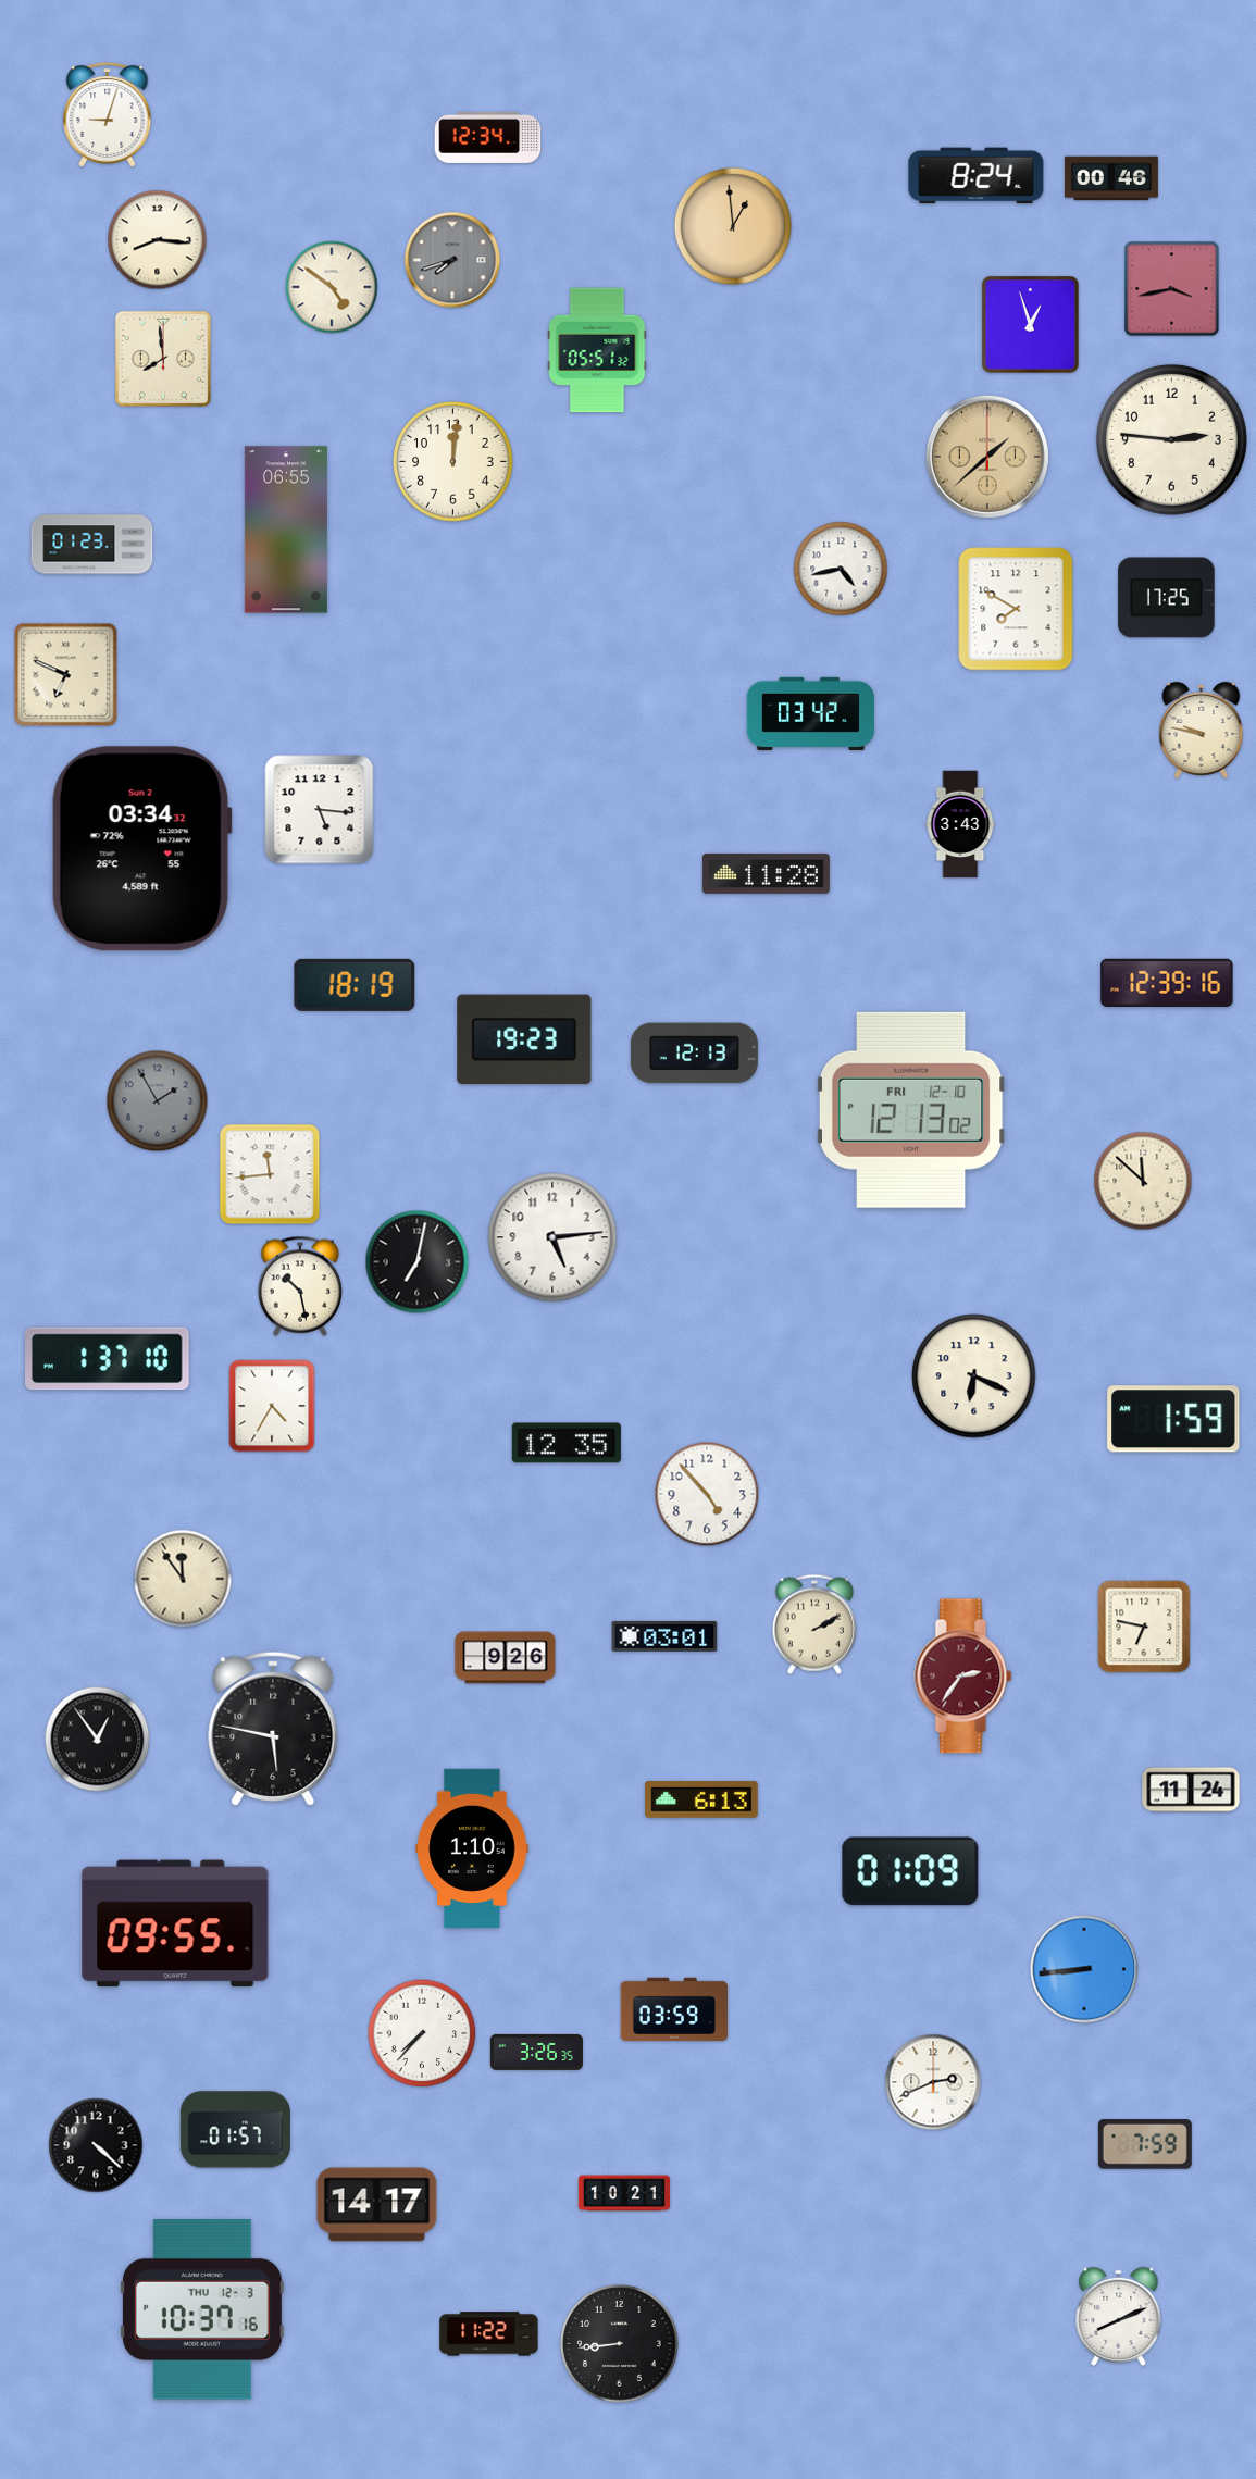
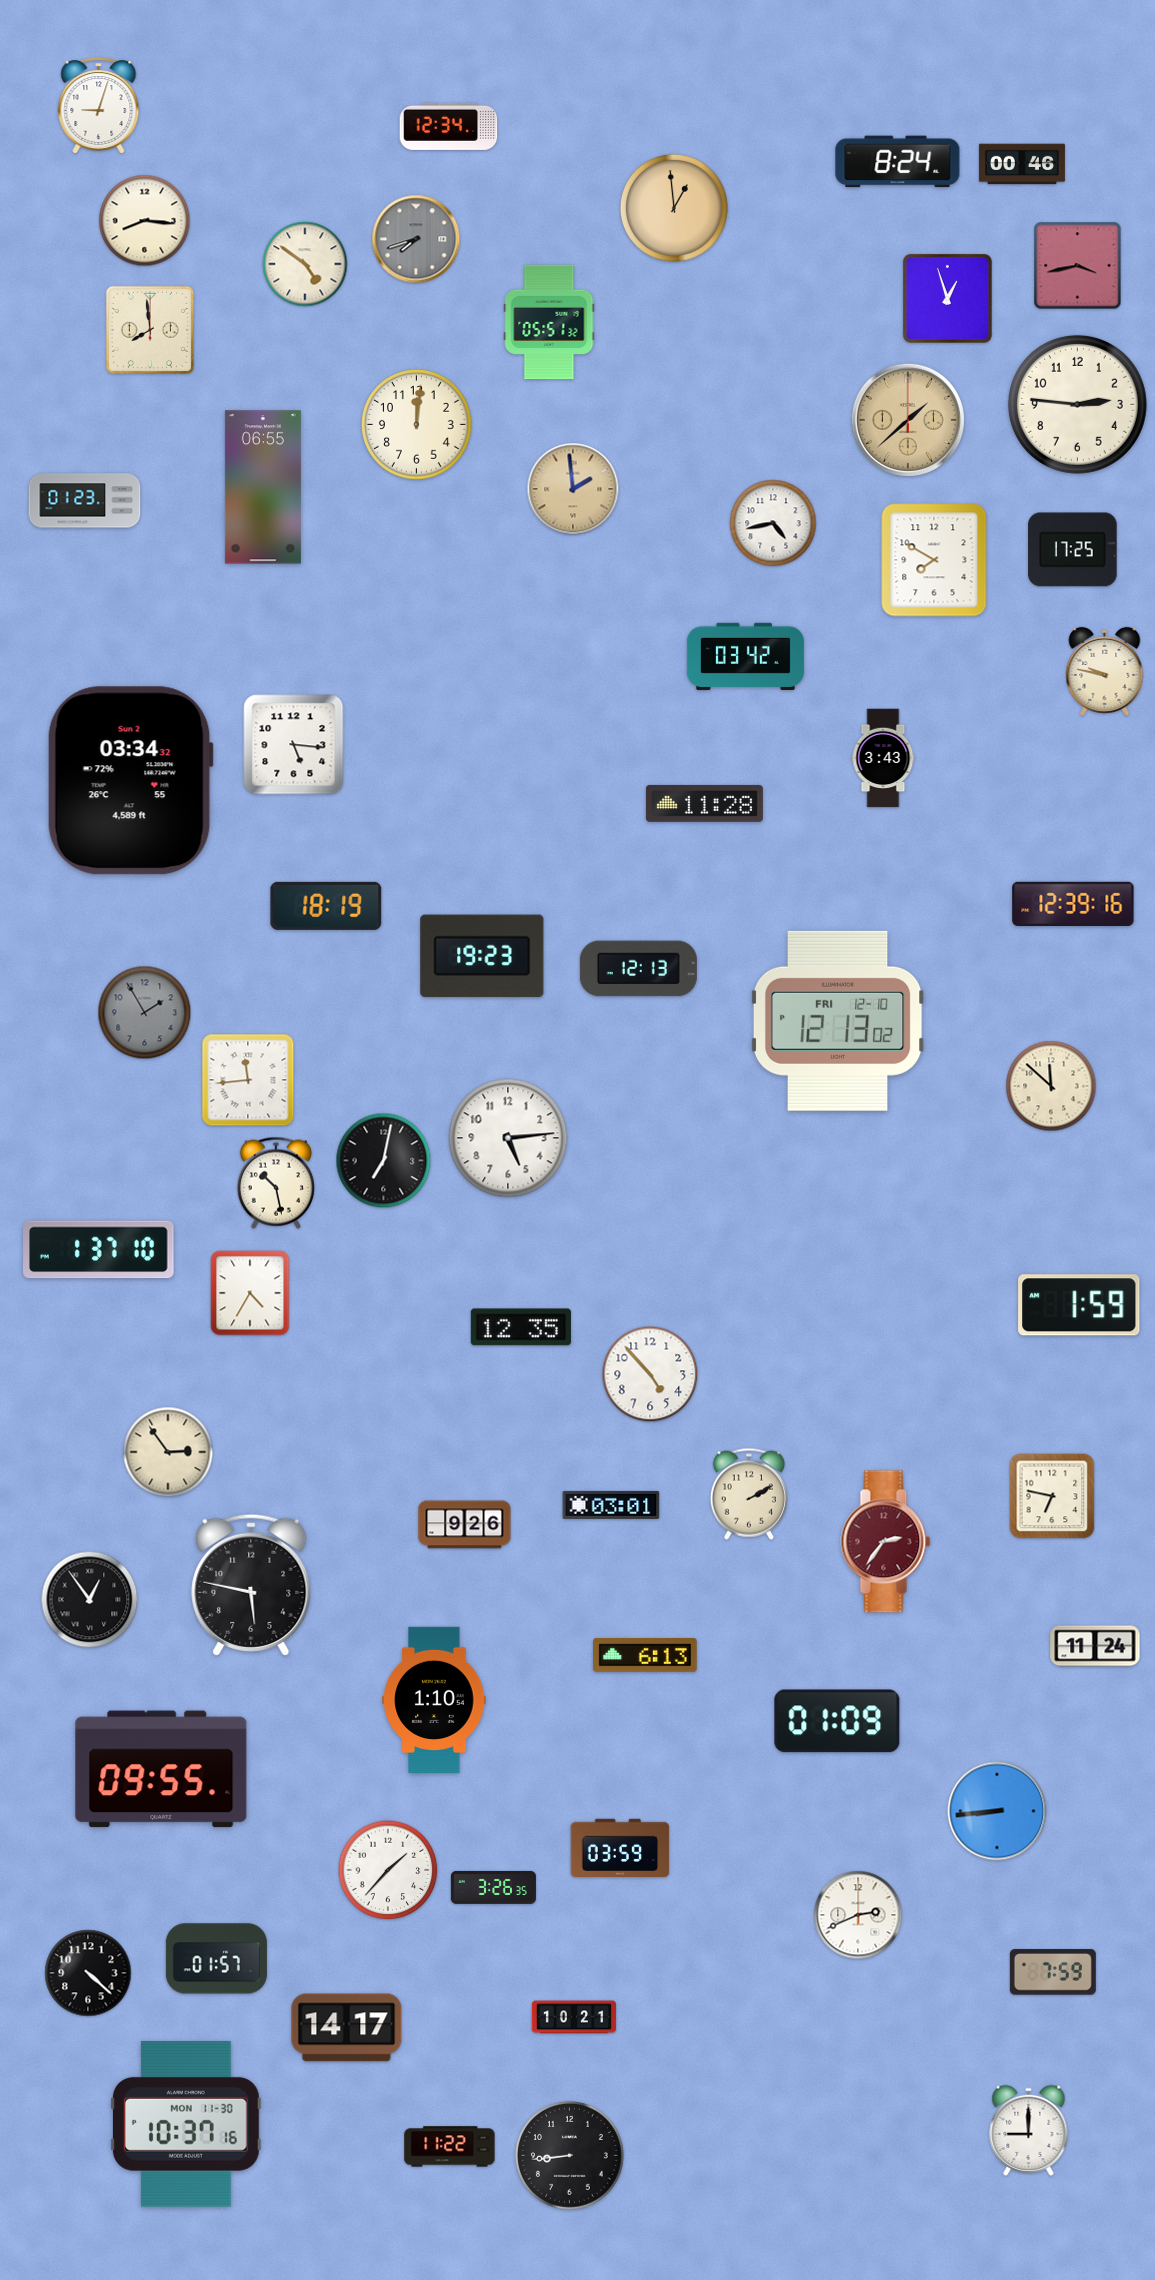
clock at (573, 489): none -> 1:59
clock at (66, 675): 6:49 -> none
clock at (974, 1376): 6:19 -> none
clock at (183, 1579): 11:54 -> 2:54
clock at (273, 1728) position: (273, 1728) -> (251, 1584)
clock at (422, 2033): 7:37 -> 1:37
clock at (202, 2309) date: THU 12-3 -> MON 11-30
clock at (1119, 2316): 8:11 -> 9:00
